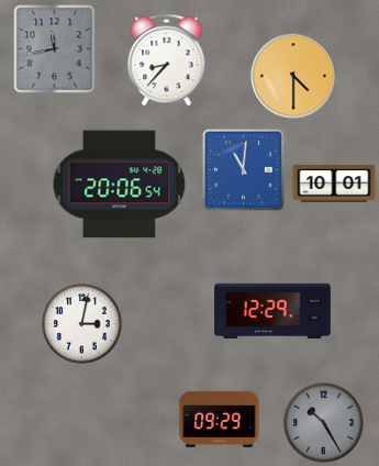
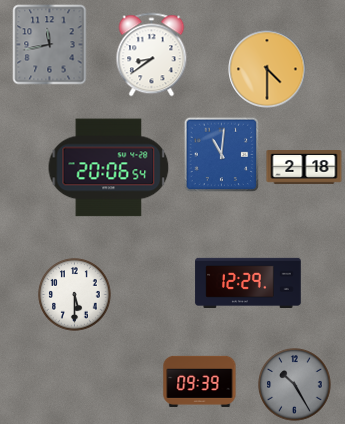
clock at (167, 60): 8:37 -> 8:39
clock at (334, 185): 10:01 -> 2:18
clock at (82, 324): 3:02 -> 5:30
clock at (220, 419): 09:29 -> 09:39
